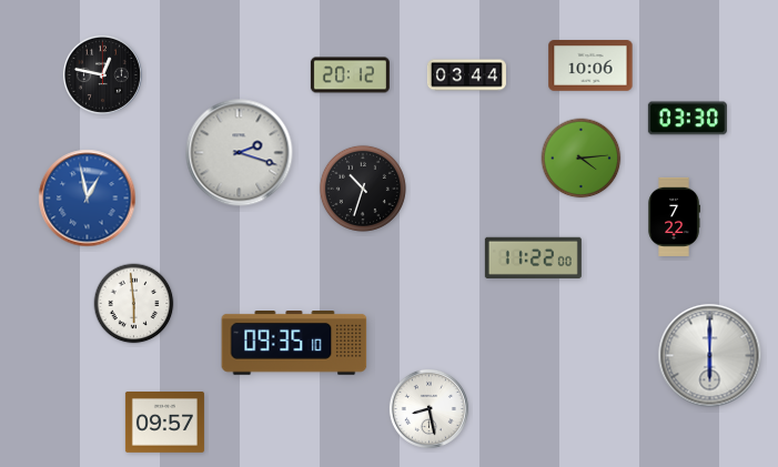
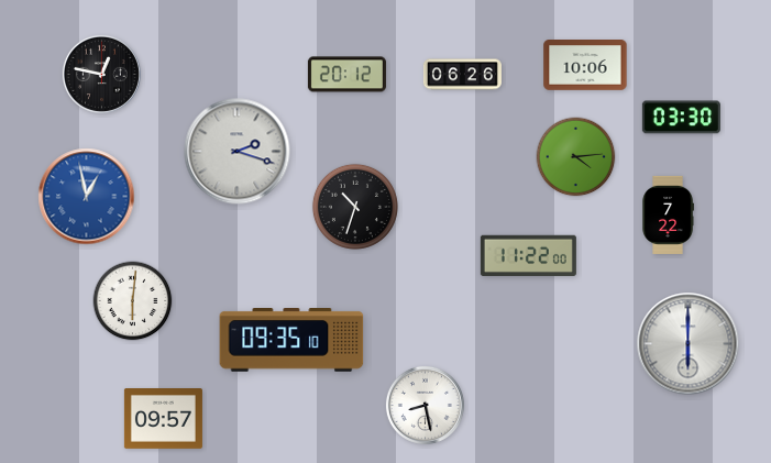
clock at (466, 75): 03:44 -> 06:26
clock at (363, 189) position: (363, 189) -> (355, 207)
clock at (134, 304): 5:59 -> 6:01
clock at (710, 356) position: (710, 356) -> (689, 344)
